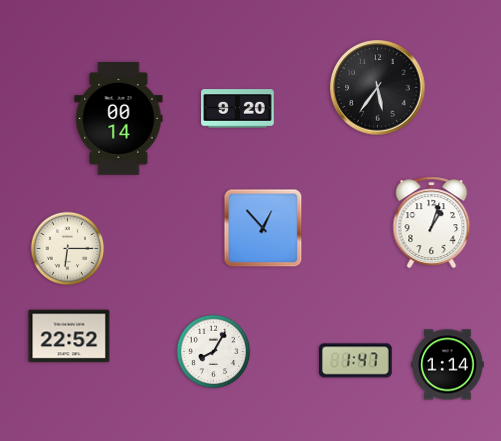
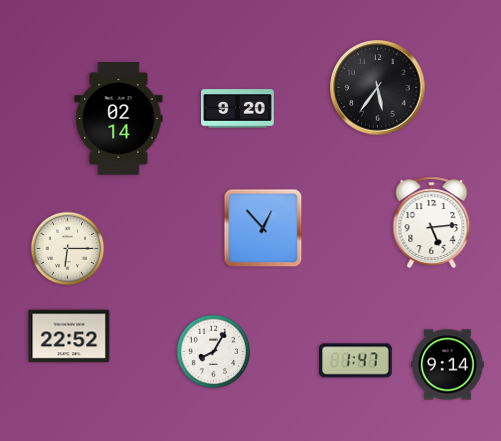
clock at (119, 119): 00:14 -> 02:14
clock at (432, 223): 1:03 -> 5:14
clock at (448, 365): 1:14 -> 9:14
